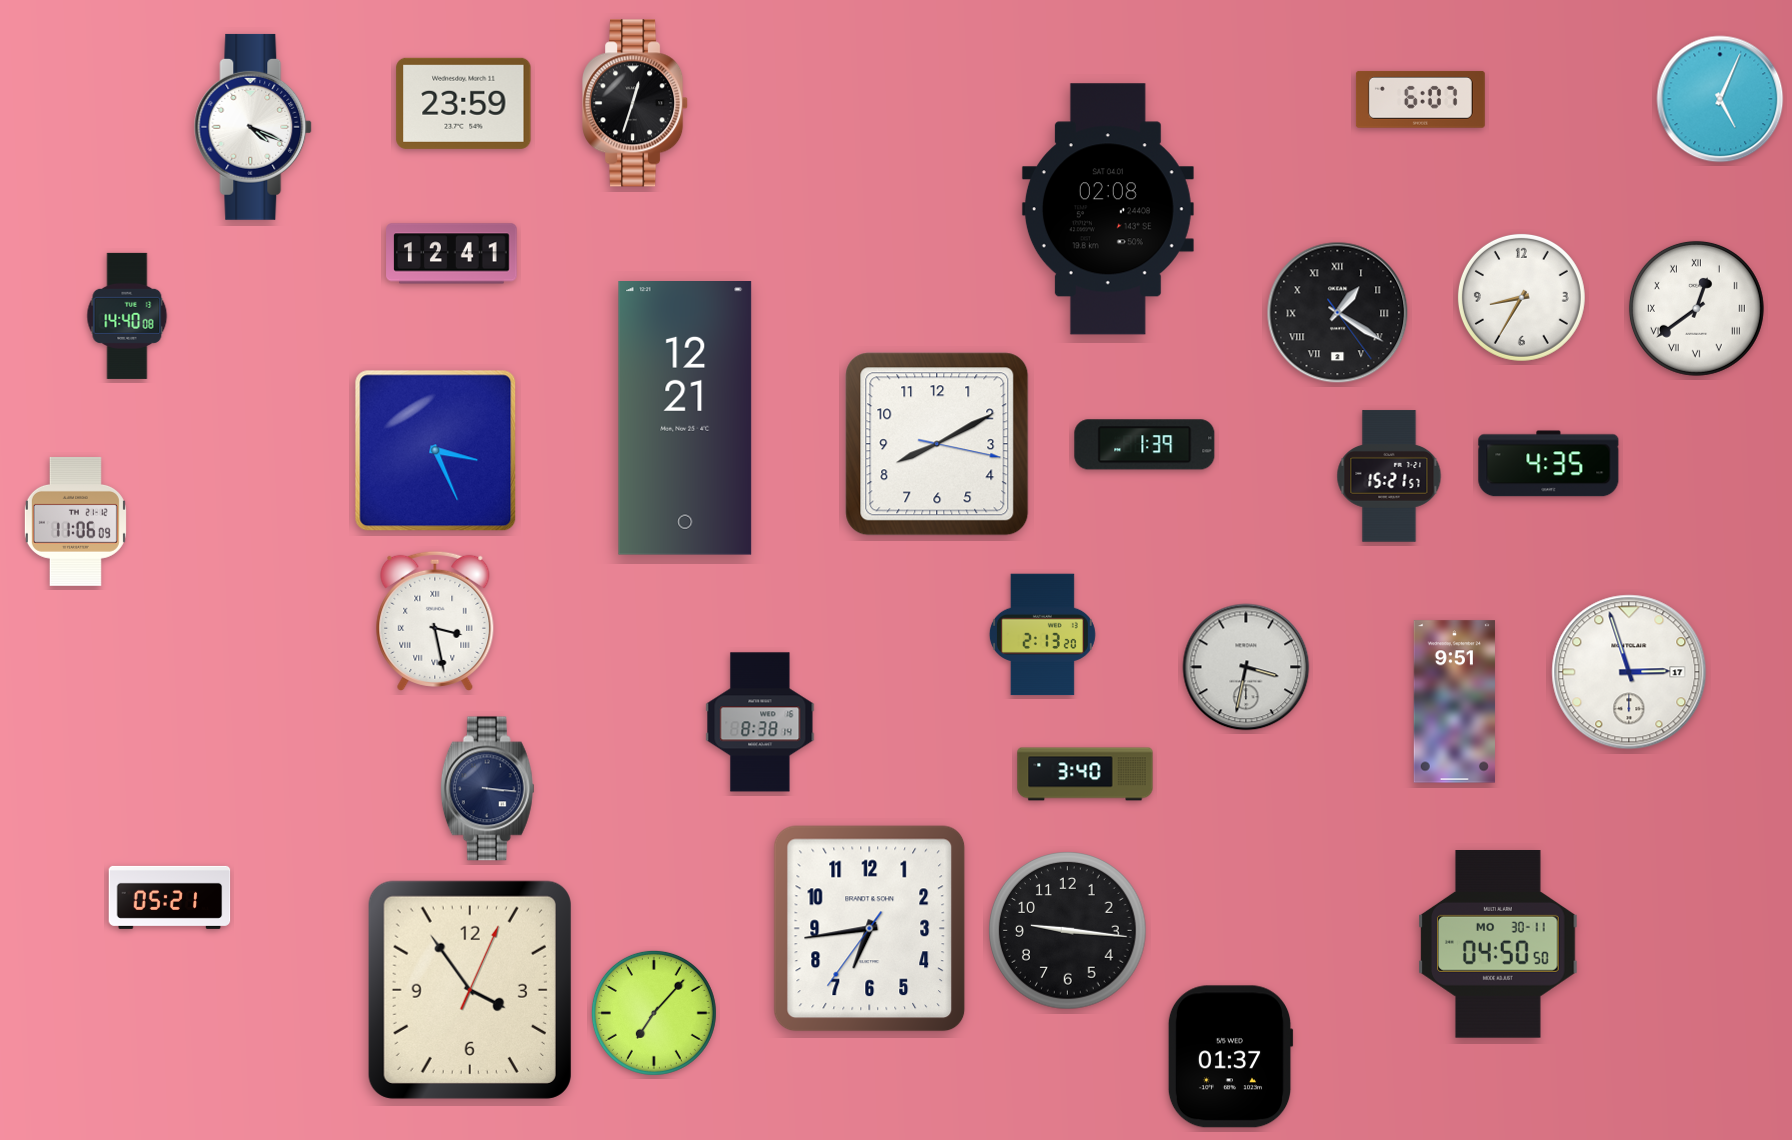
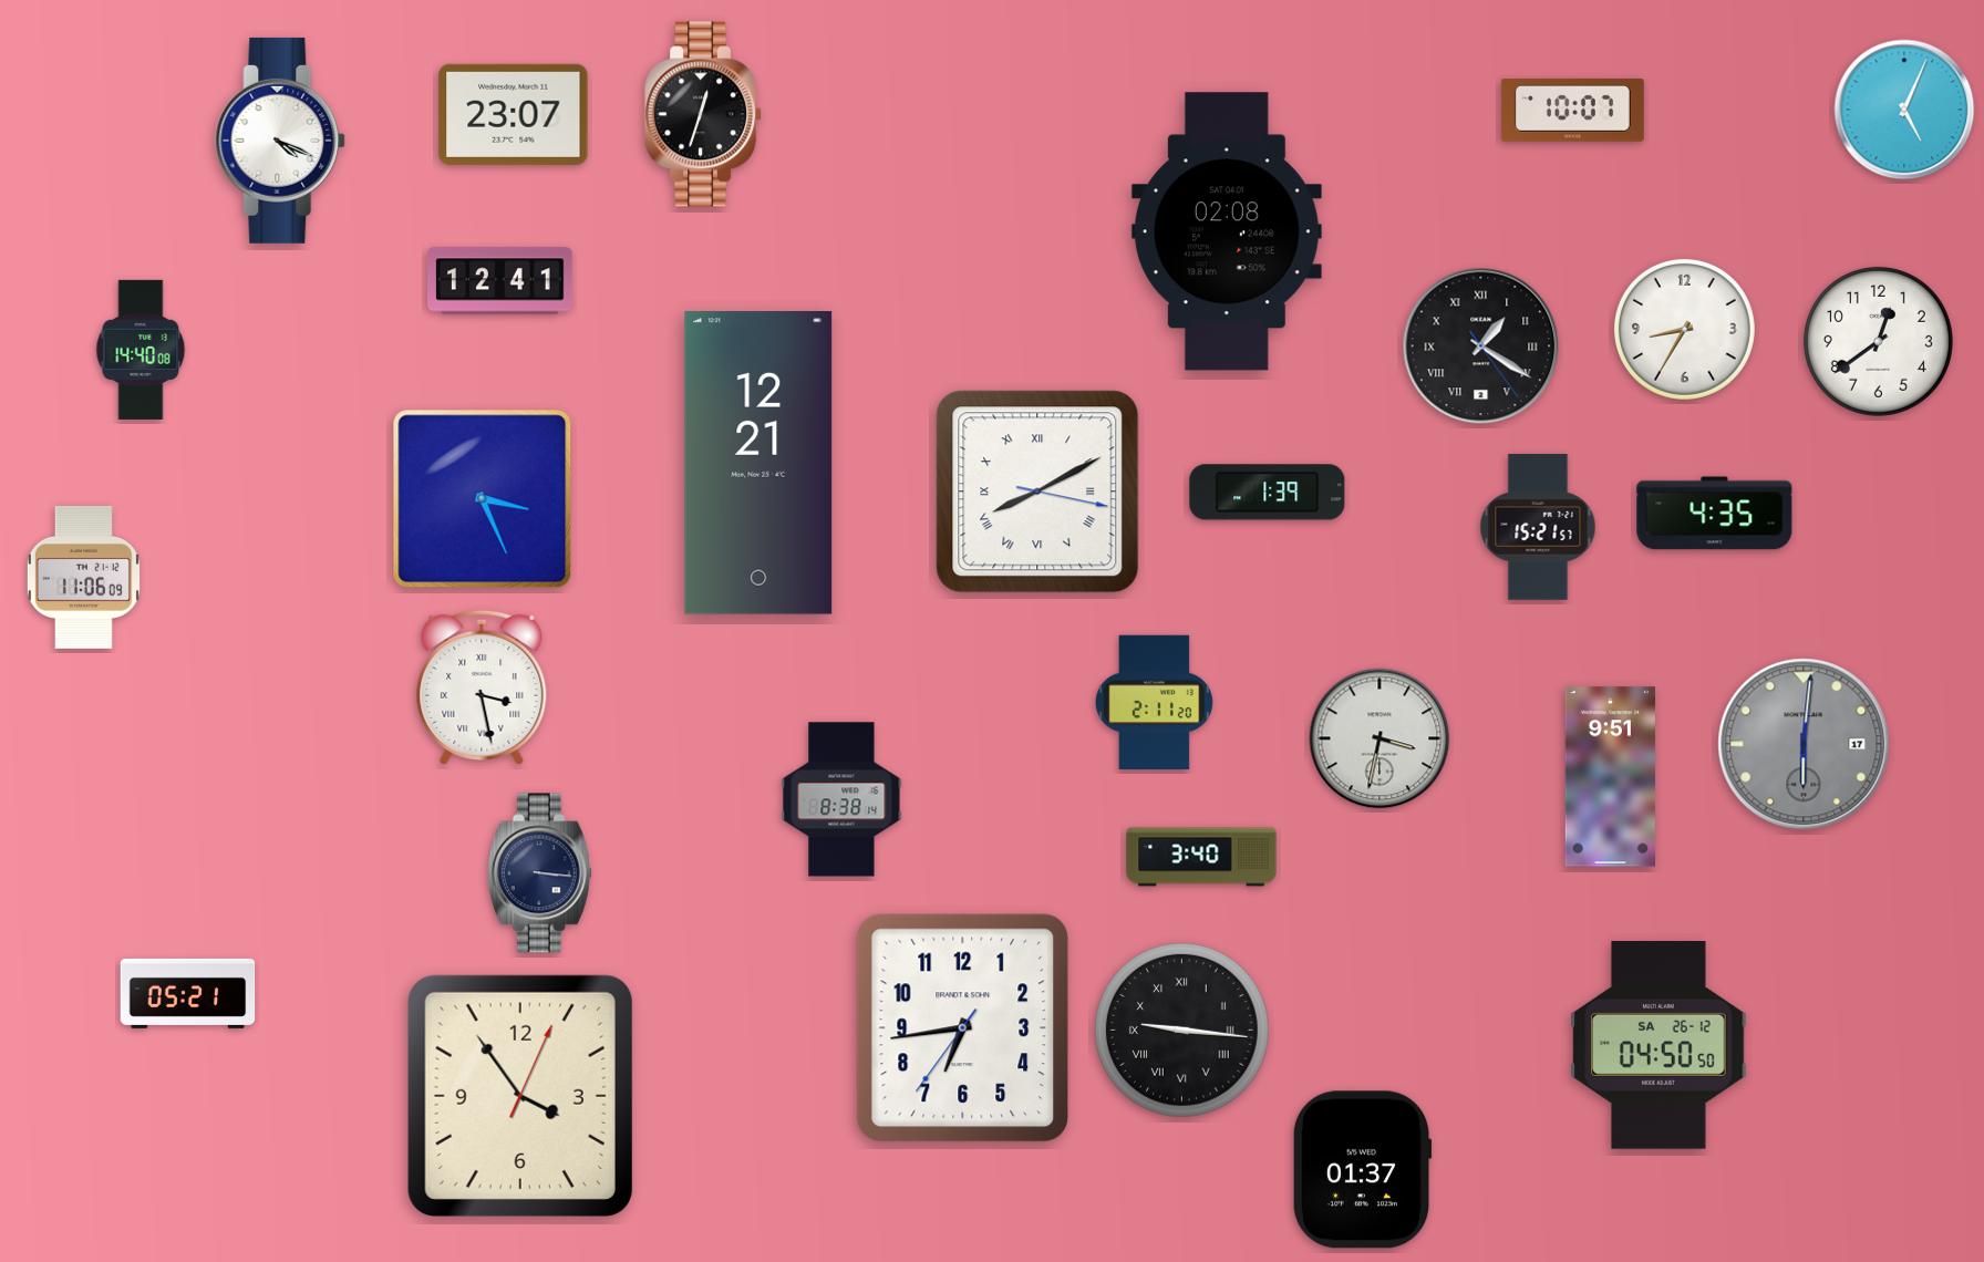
clock at (1420, 100): 6:07 -> 10:07
clock at (464, 103): 23:59 -> 23:07
clock at (1696, 308) numerals: Roman -> Arabic
clock at (937, 444) numerals: Arabic -> Roman
clock at (1042, 635): 2:13 -> 2:11
clock at (1629, 672): 2:57 -> 6:01
clock at (1629, 672) dial: white -> grey
clock at (1068, 931) numerals: Arabic -> Roman
clock at (1498, 945) date: MO 30-11 -> SA 26-12
clock at (654, 1013): 7:07 -> none
